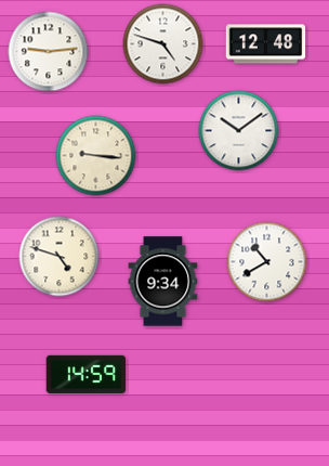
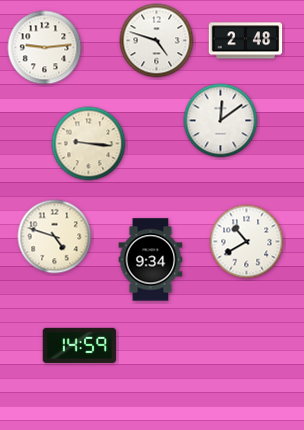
clock at (163, 44) position: (163, 44) -> (157, 41)
clock at (266, 44): 12:48 -> 2:48
clock at (239, 131): 10:09 -> 12:09
